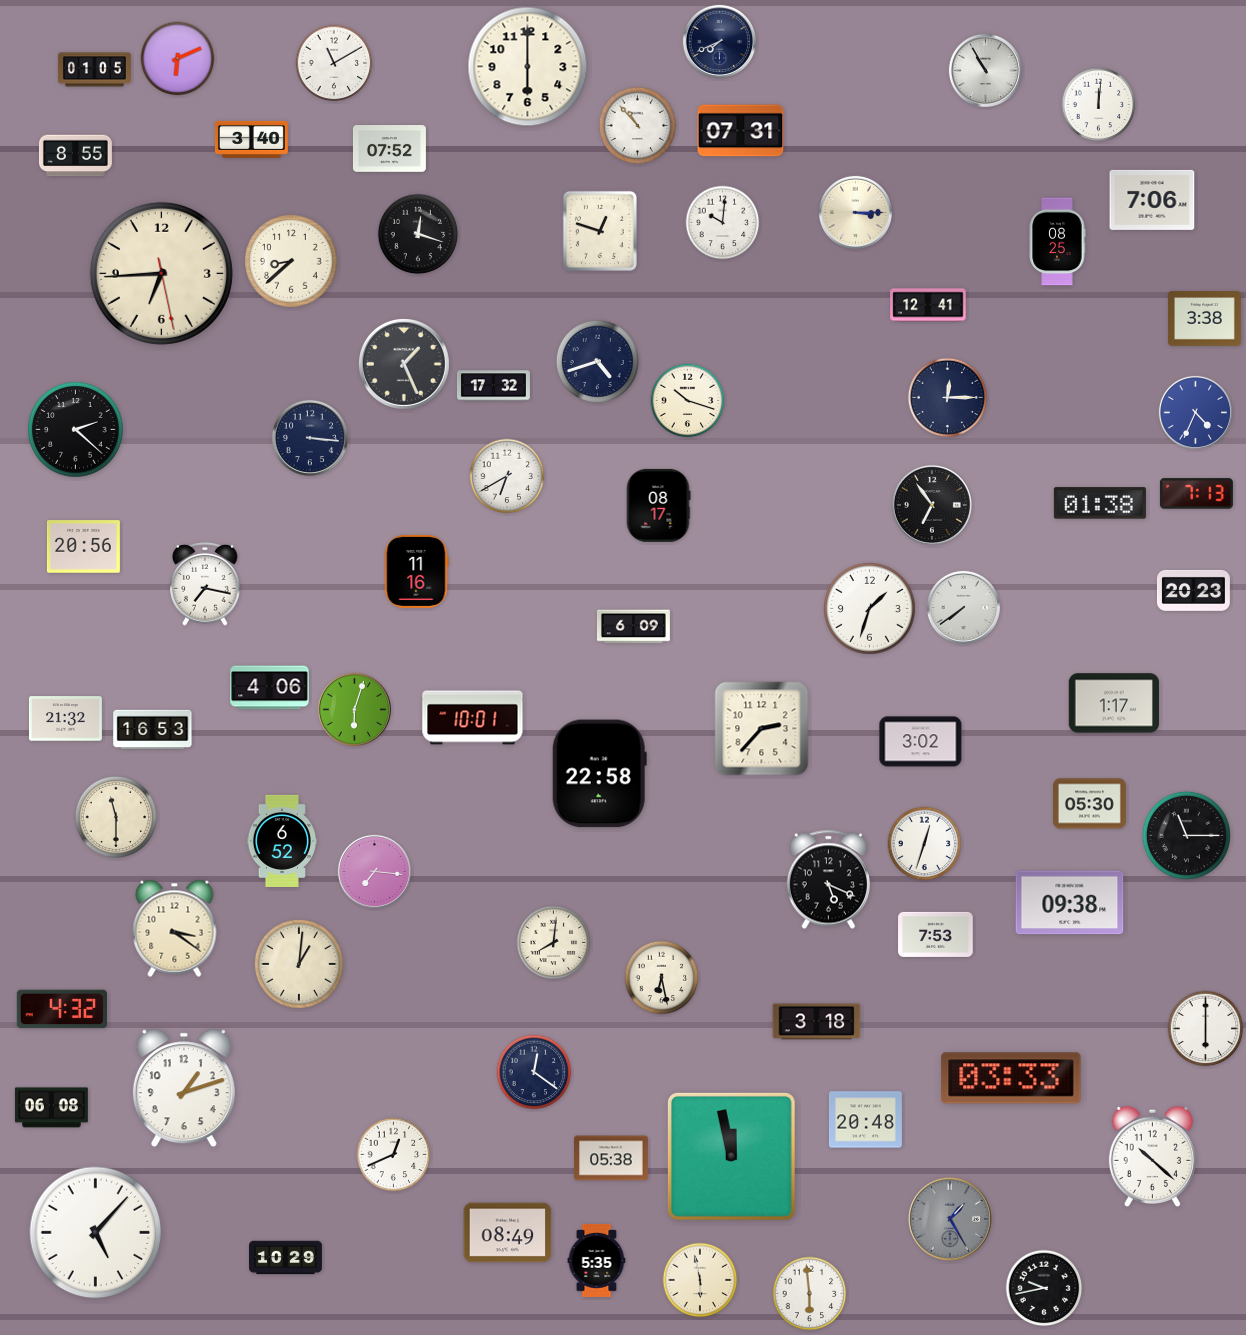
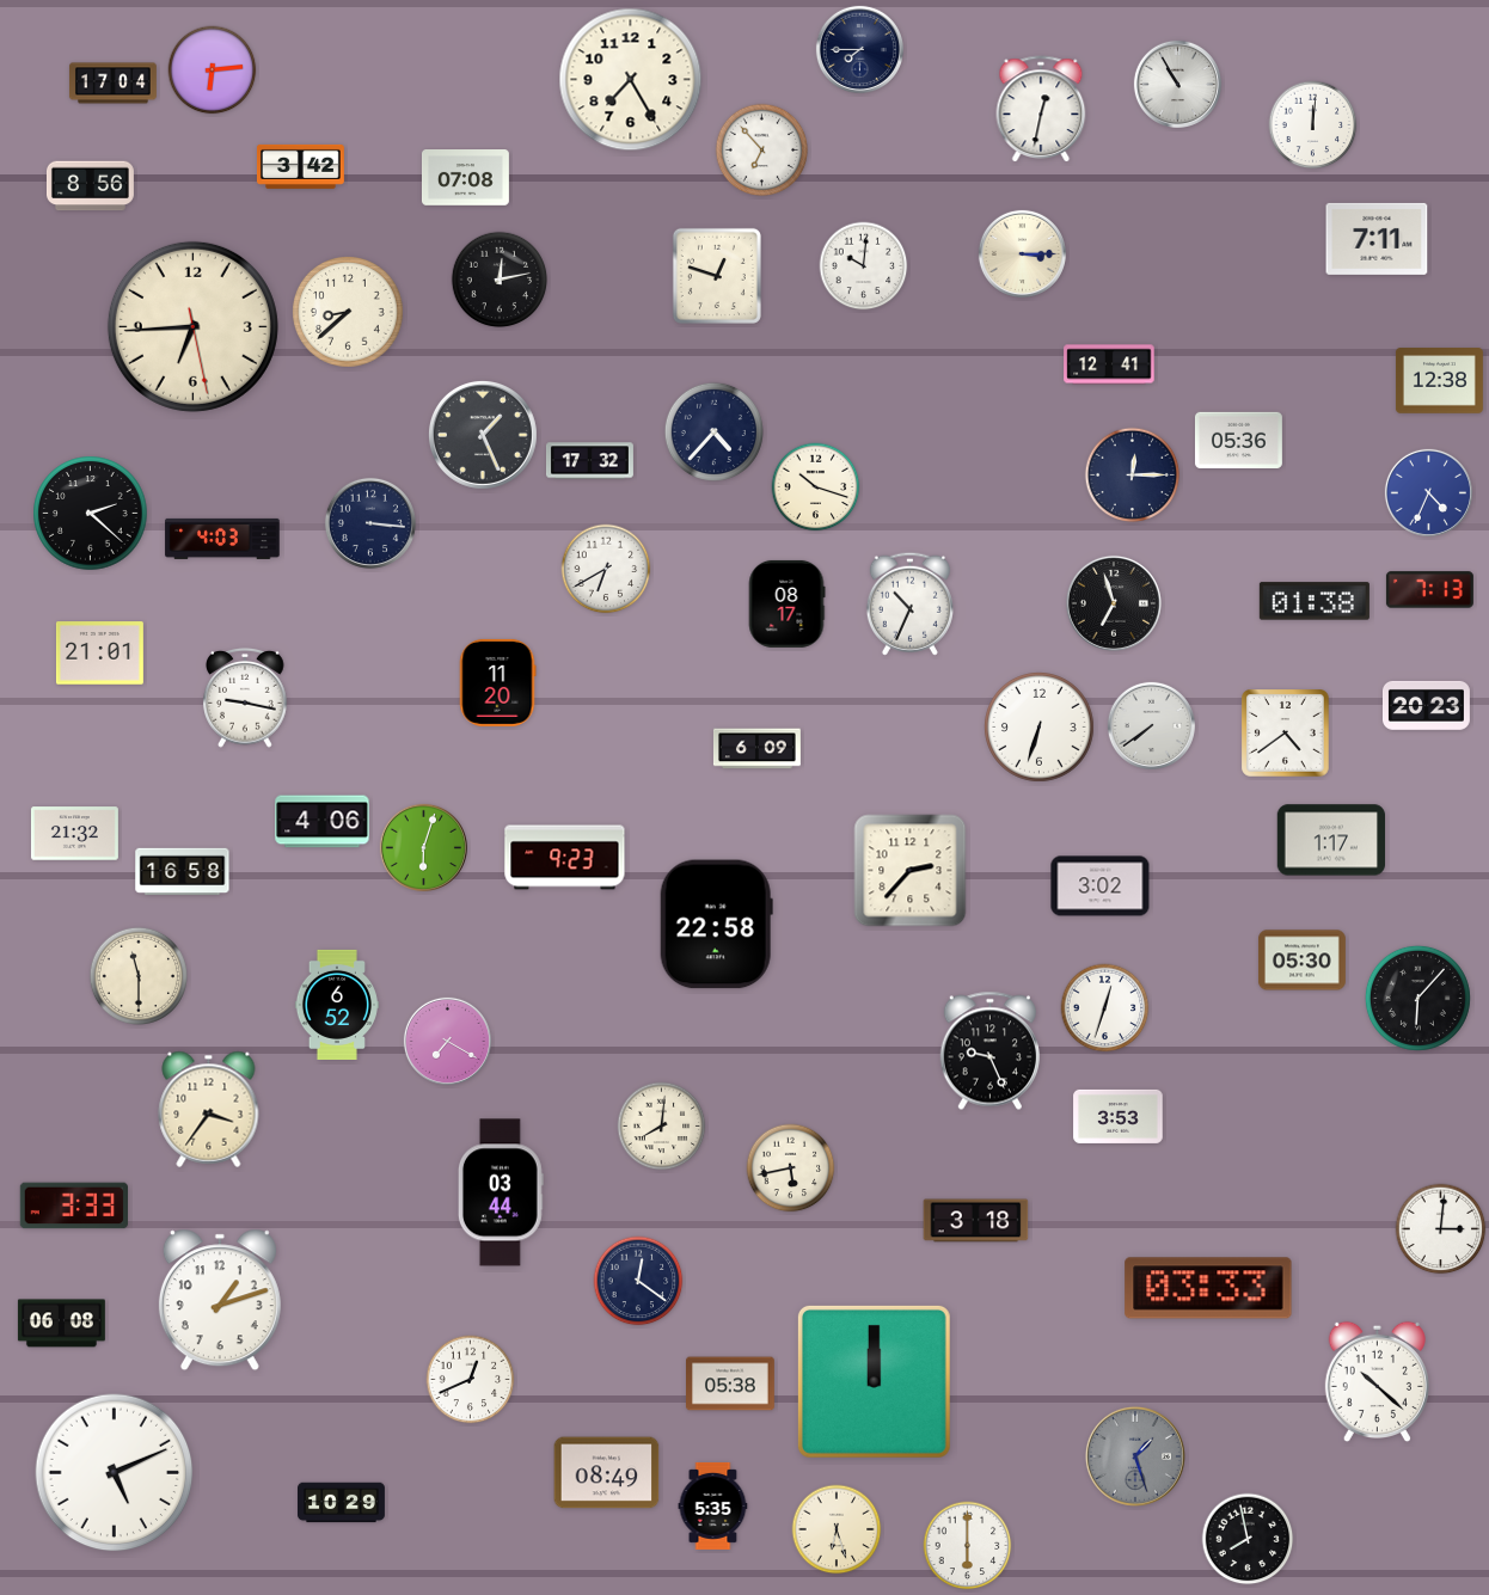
clock at (719, 41): 7:41 -> 7:45
clock at (178, 59): 6:11 -> 6:14
clock at (334, 63): 11:10 -> none
clock at (528, 67): 6:00 -> 7:25
clock at (94, 70): 01:05 -> 17:04
clock at (1041, 109): none -> 12:32
clock at (638, 126): 10:53 -> 6:53
clock at (741, 131): 07:31 -> none
clock at (251, 139): 3:40 -> 3:42
clock at (389, 149): 07:52 -> 07:08
clock at (75, 156): 8:55 -> 8:56
clock at (1152, 200): 7:06 -> 7:11
clock at (418, 234): 12:18 -> 12:13
clock at (1057, 242): 08:25 -> none
clock at (1204, 319): 3:38 -> 12:38
clock at (597, 361): 4:42 -> 4:37
clock at (1238, 440): none -> 05:36
clock at (688, 401) position: (688, 401) -> (816, 487)
clock at (222, 539): none -> 4:03
clock at (909, 603): none -> 10:34
clock at (932, 505): 6:54 -> 6:57
clock at (83, 547): 20:56 -> 21:01
clock at (416, 571): 11:16 -> 11:20
clock at (205, 584): 7:17 -> 9:17
clock at (870, 609): 1:33 -> 6:33
clock at (1286, 734): none -> 4:39
clock at (473, 718): 10:01 -> 9:23
clock at (65, 719) position: (65, 719) -> (74, 834)
clock at (153, 729): 16:53 -> 16:58
clock at (1186, 835): 11:15 -> 6:07
clock at (374, 871): 7:16 -> 7:20
clock at (828, 880): 5:19 -> 9:26
clock at (1070, 903): 09:38 -> none
clock at (175, 928): 3:21 -> 3:36
clock at (936, 934): 7:53 -> 3:53
clock at (299, 964): 1:01 -> none
clock at (662, 978): 6:28 -> 5:43
clock at (501, 1192): none -> 03:44
clock at (61, 1009): 4:32 -> 3:33
clock at (1206, 1029): 6:00 -> 3:01
clock at (865, 1120): 20:48 -> none
clock at (731, 1156): 11:58 -> 12:00
clock at (950, 1219): 1:25 -> 1:27
clock at (96, 1233): 5:07 -> 5:11
clock at (700, 1280): 5:58 -> 6:27
clock at (1044, 1288): 9:43 -> 7:58
clock at (810, 1294): 5:59 -> 6:00
